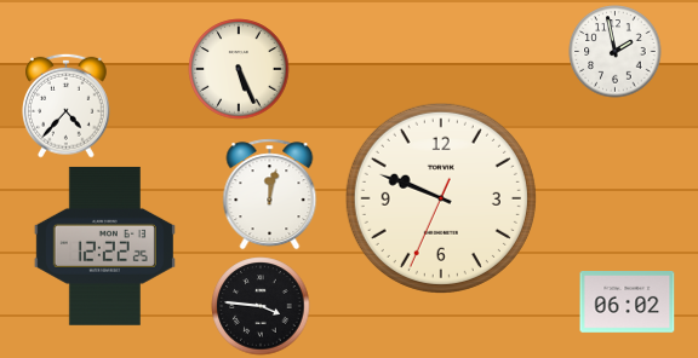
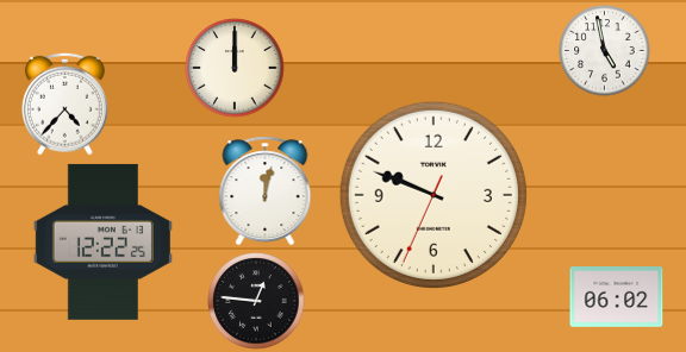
clock at (616, 52): 1:58 -> 4:58
clock at (239, 69): 5:26 -> 12:00
clock at (261, 306): 3:46 -> 12:46
